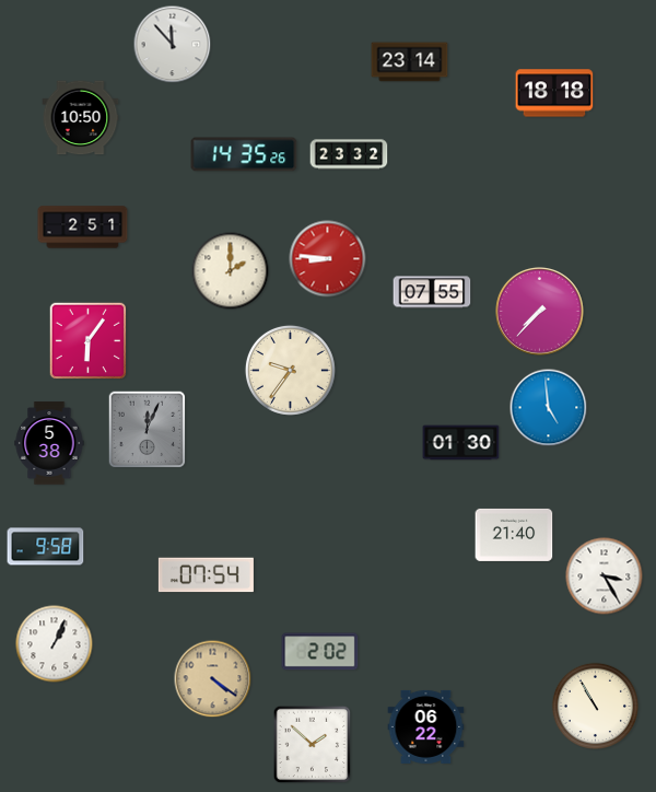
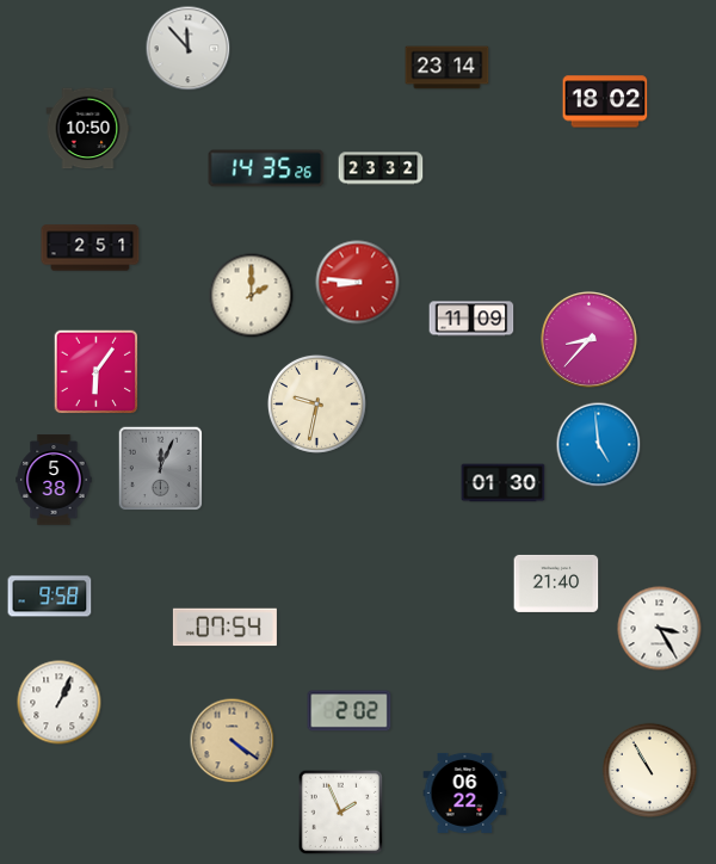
clock at (554, 93): 18:18 -> 18:02
clock at (432, 292): 07:55 -> 11:09
clock at (540, 312): 7:37 -> 8:37
clock at (290, 370): 9:36 -> 9:32
clock at (49, 443) position: (49, 443) -> (54, 480)
clock at (514, 535) position: (514, 535) -> (556, 584)
clock at (313, 745): 1:52 -> 1:56
